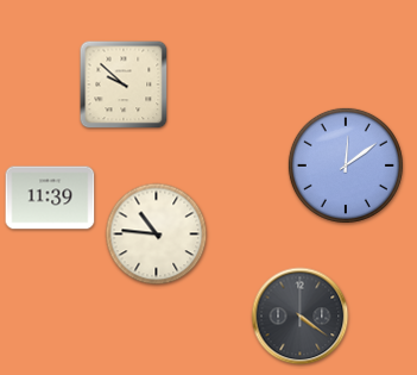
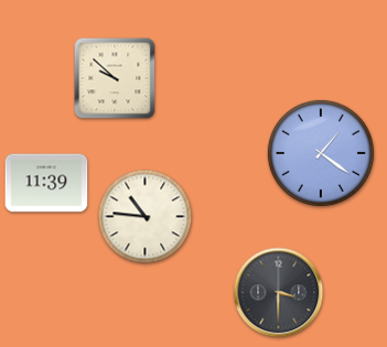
clock at (346, 165): 12:09 -> 1:21
clock at (301, 317): 4:21 -> 3:30
